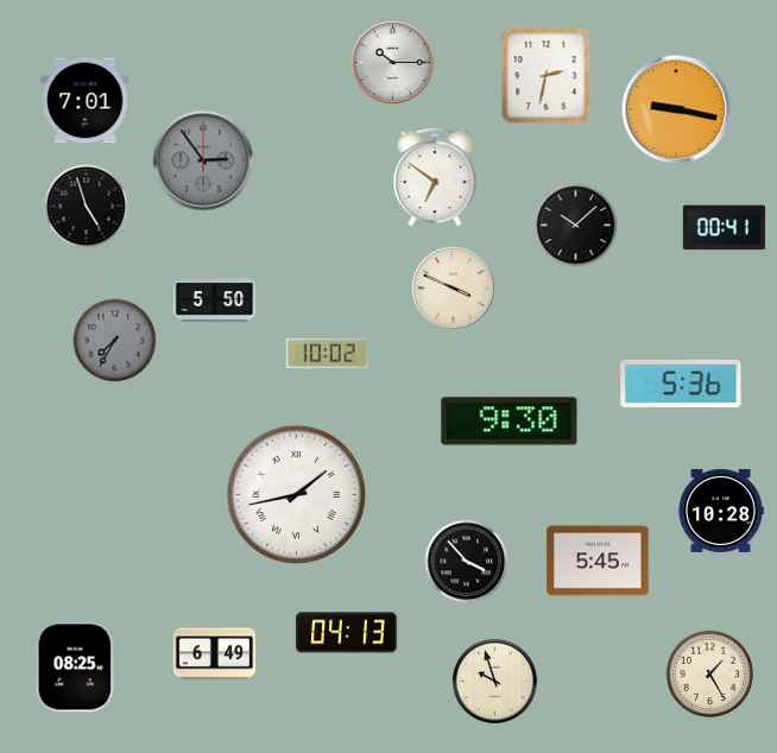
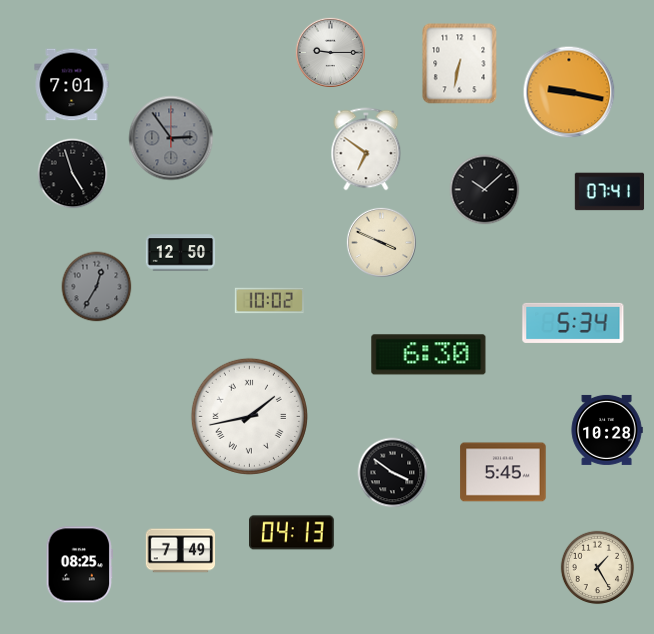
clock at (392, 62): 10:15 -> 9:15
clock at (547, 76): 2:32 -> 6:32
clock at (203, 160) position: (203, 160) -> (171, 138)
clock at (725, 228): 00:41 -> 07:41
clock at (215, 300): 5:50 -> 12:50
clock at (115, 341): 7:35 -> 12:35
clock at (327, 354) position: (327, 354) -> (269, 301)
clock at (681, 384): 5:36 -> 5:34
clock at (510, 422): 9:30 -> 6:30
clock at (467, 562): 3:53 -> 3:51
clock at (215, 654): 6:49 -> 7:49
clock at (76, 667) position: (76, 667) -> (80, 565)
clock at (494, 681): 9:57 -> none
